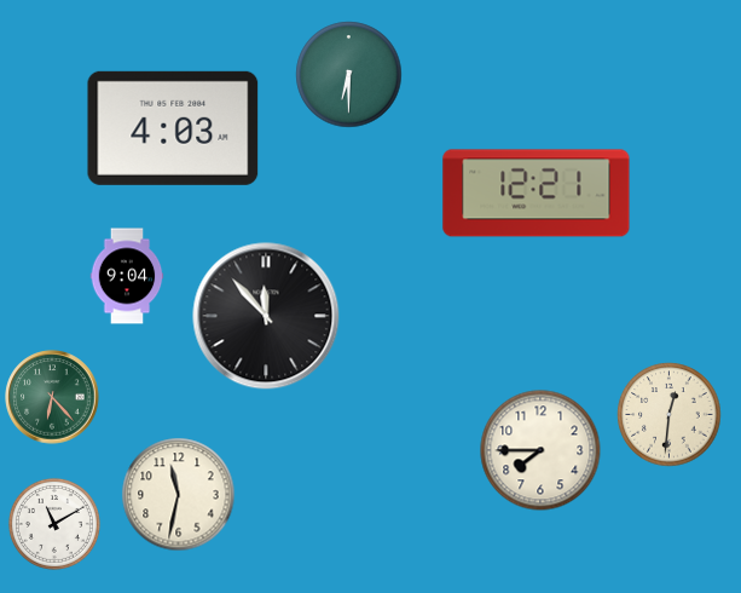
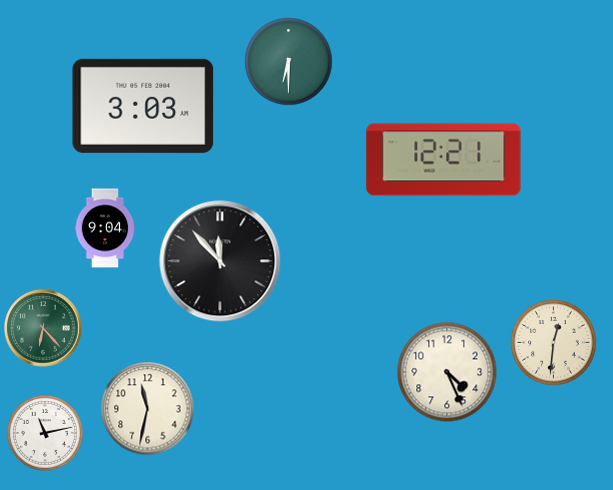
clock at (173, 128): 4:03 -> 3:03
clock at (540, 450): 7:45 -> 4:26
clock at (54, 524): 11:10 -> 11:13
